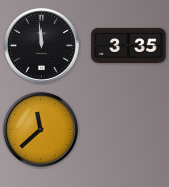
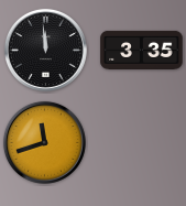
clock at (40, 129): 11:38 -> 11:42
